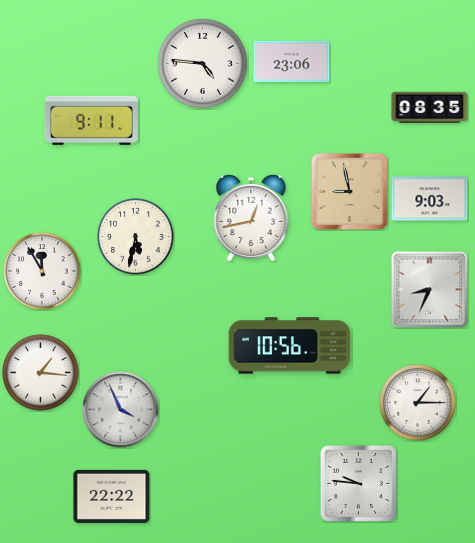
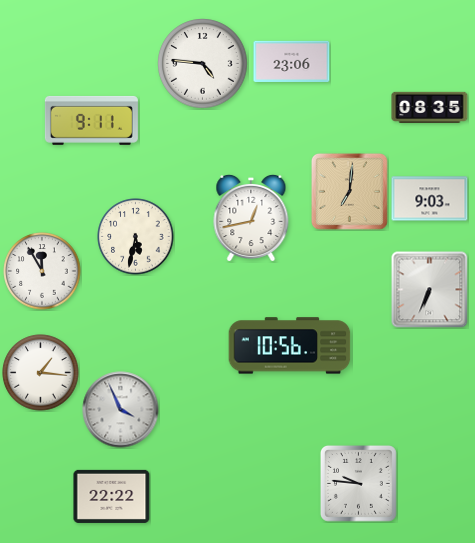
clock at (349, 191): 8:58 -> 7:01
clock at (430, 290): 8:34 -> 6:34
clock at (418, 403): 1:15 -> none
